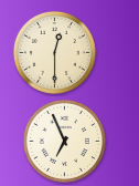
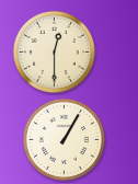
clock at (64, 141): 6:56 -> 1:05
